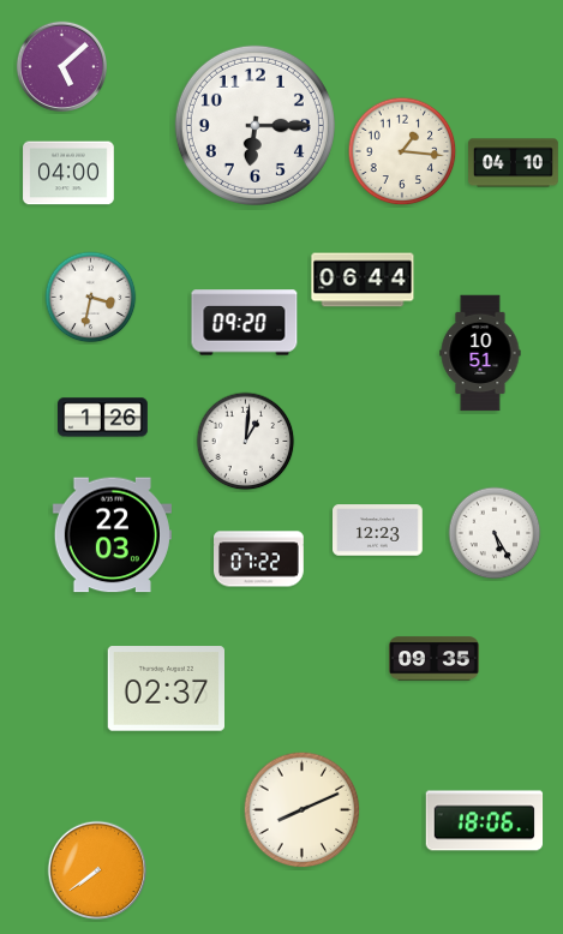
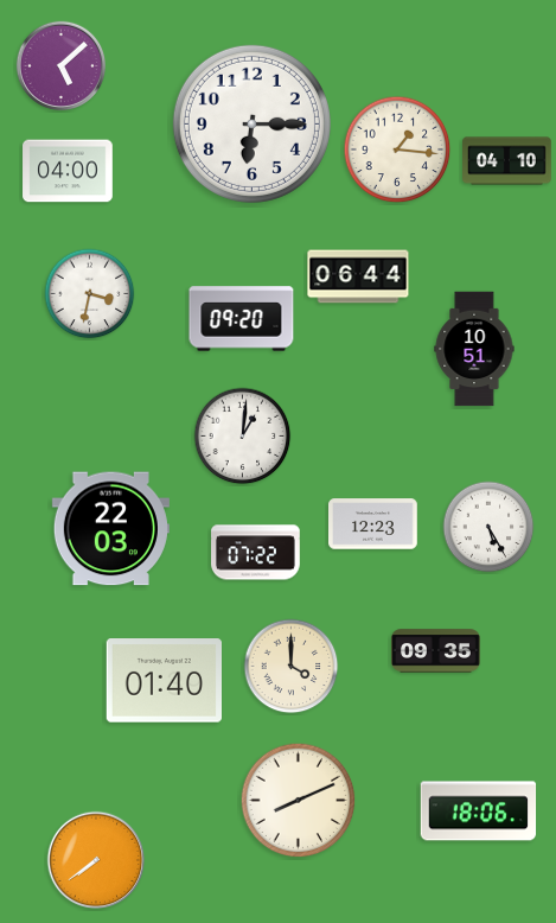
clock at (103, 418): 1:26 -> none
clock at (435, 659) position: (435, 659) -> (436, 651)
clock at (292, 667): none -> 4:00
clock at (166, 689): 02:37 -> 01:40
